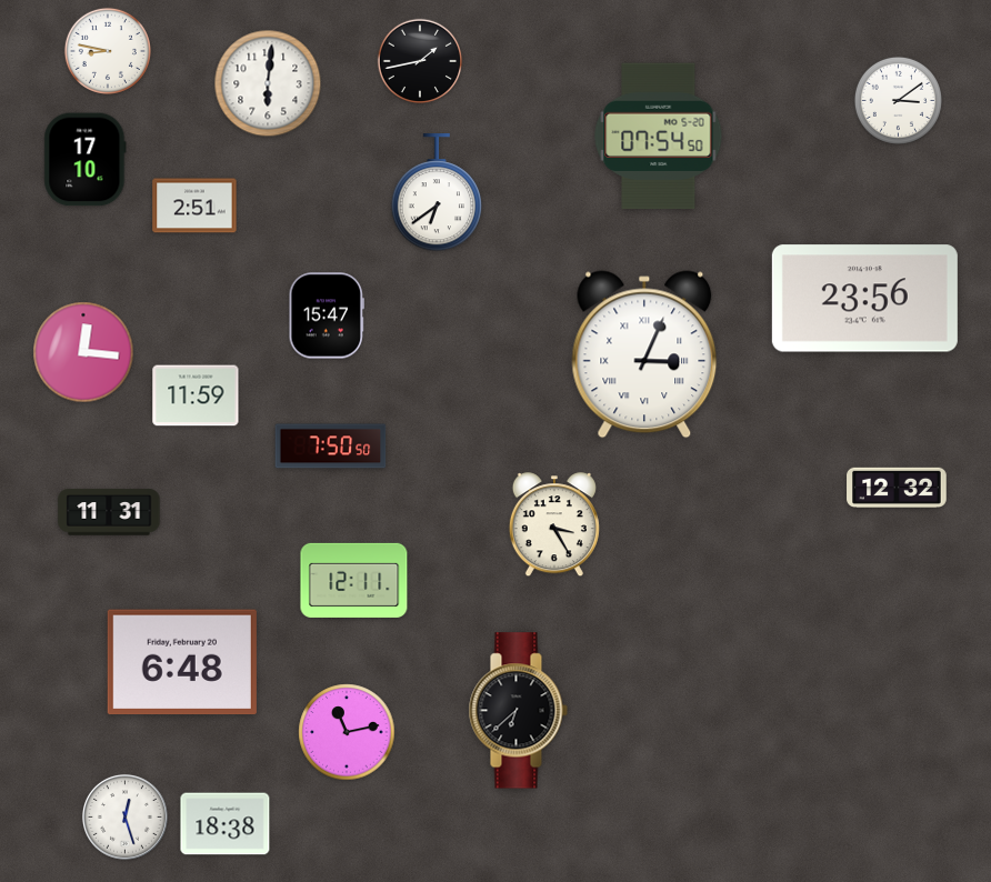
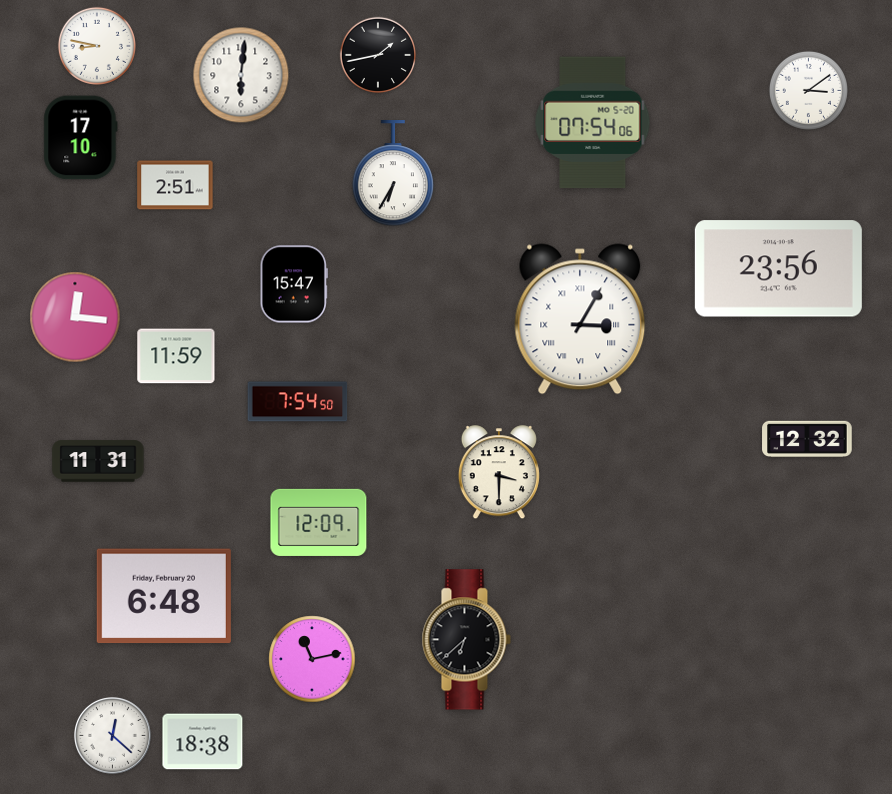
clock at (659, 137): 07:54:50 -> 07:54:06
clock at (86, 160) position: (86, 160) -> (81, 138)
clock at (436, 193): 6:39 -> 6:35
clock at (644, 354): 3:04 -> 3:05
clock at (331, 447): 7:50 -> 7:54
clock at (554, 525): 3:25 -> 3:30
clock at (354, 580): 12:11 -> 12:09
clock at (124, 816): 12:27 -> 12:22
